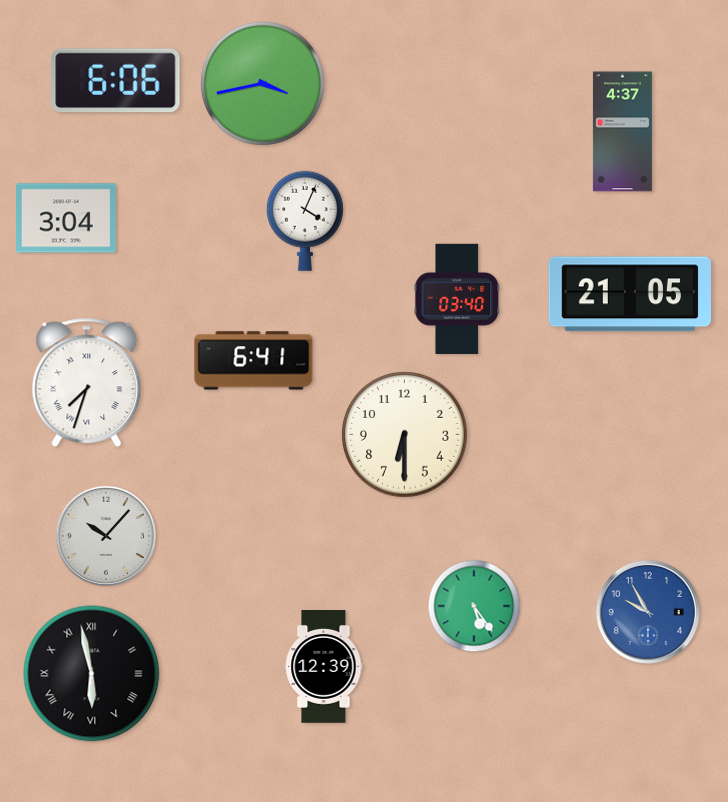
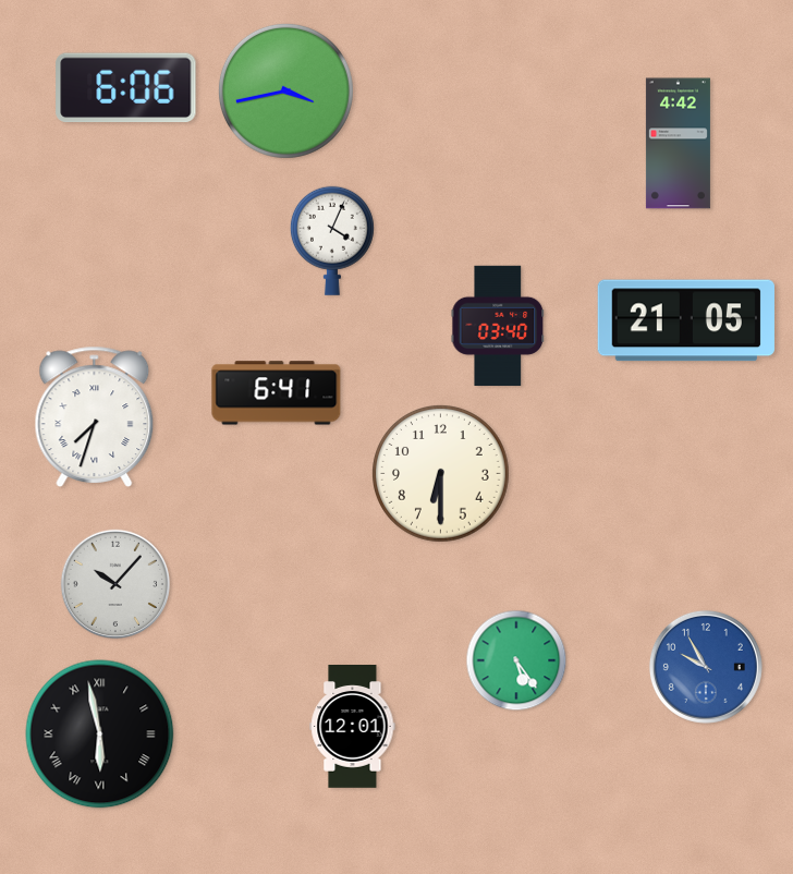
clock at (622, 132): 4:37 -> 4:42
clock at (67, 218): 3:04 -> none
clock at (324, 667): 12:39 -> 12:01
